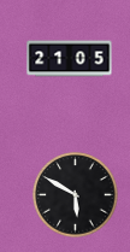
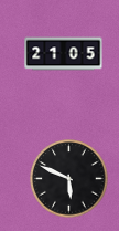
clock at (76, 195): 5:50 -> 5:49
